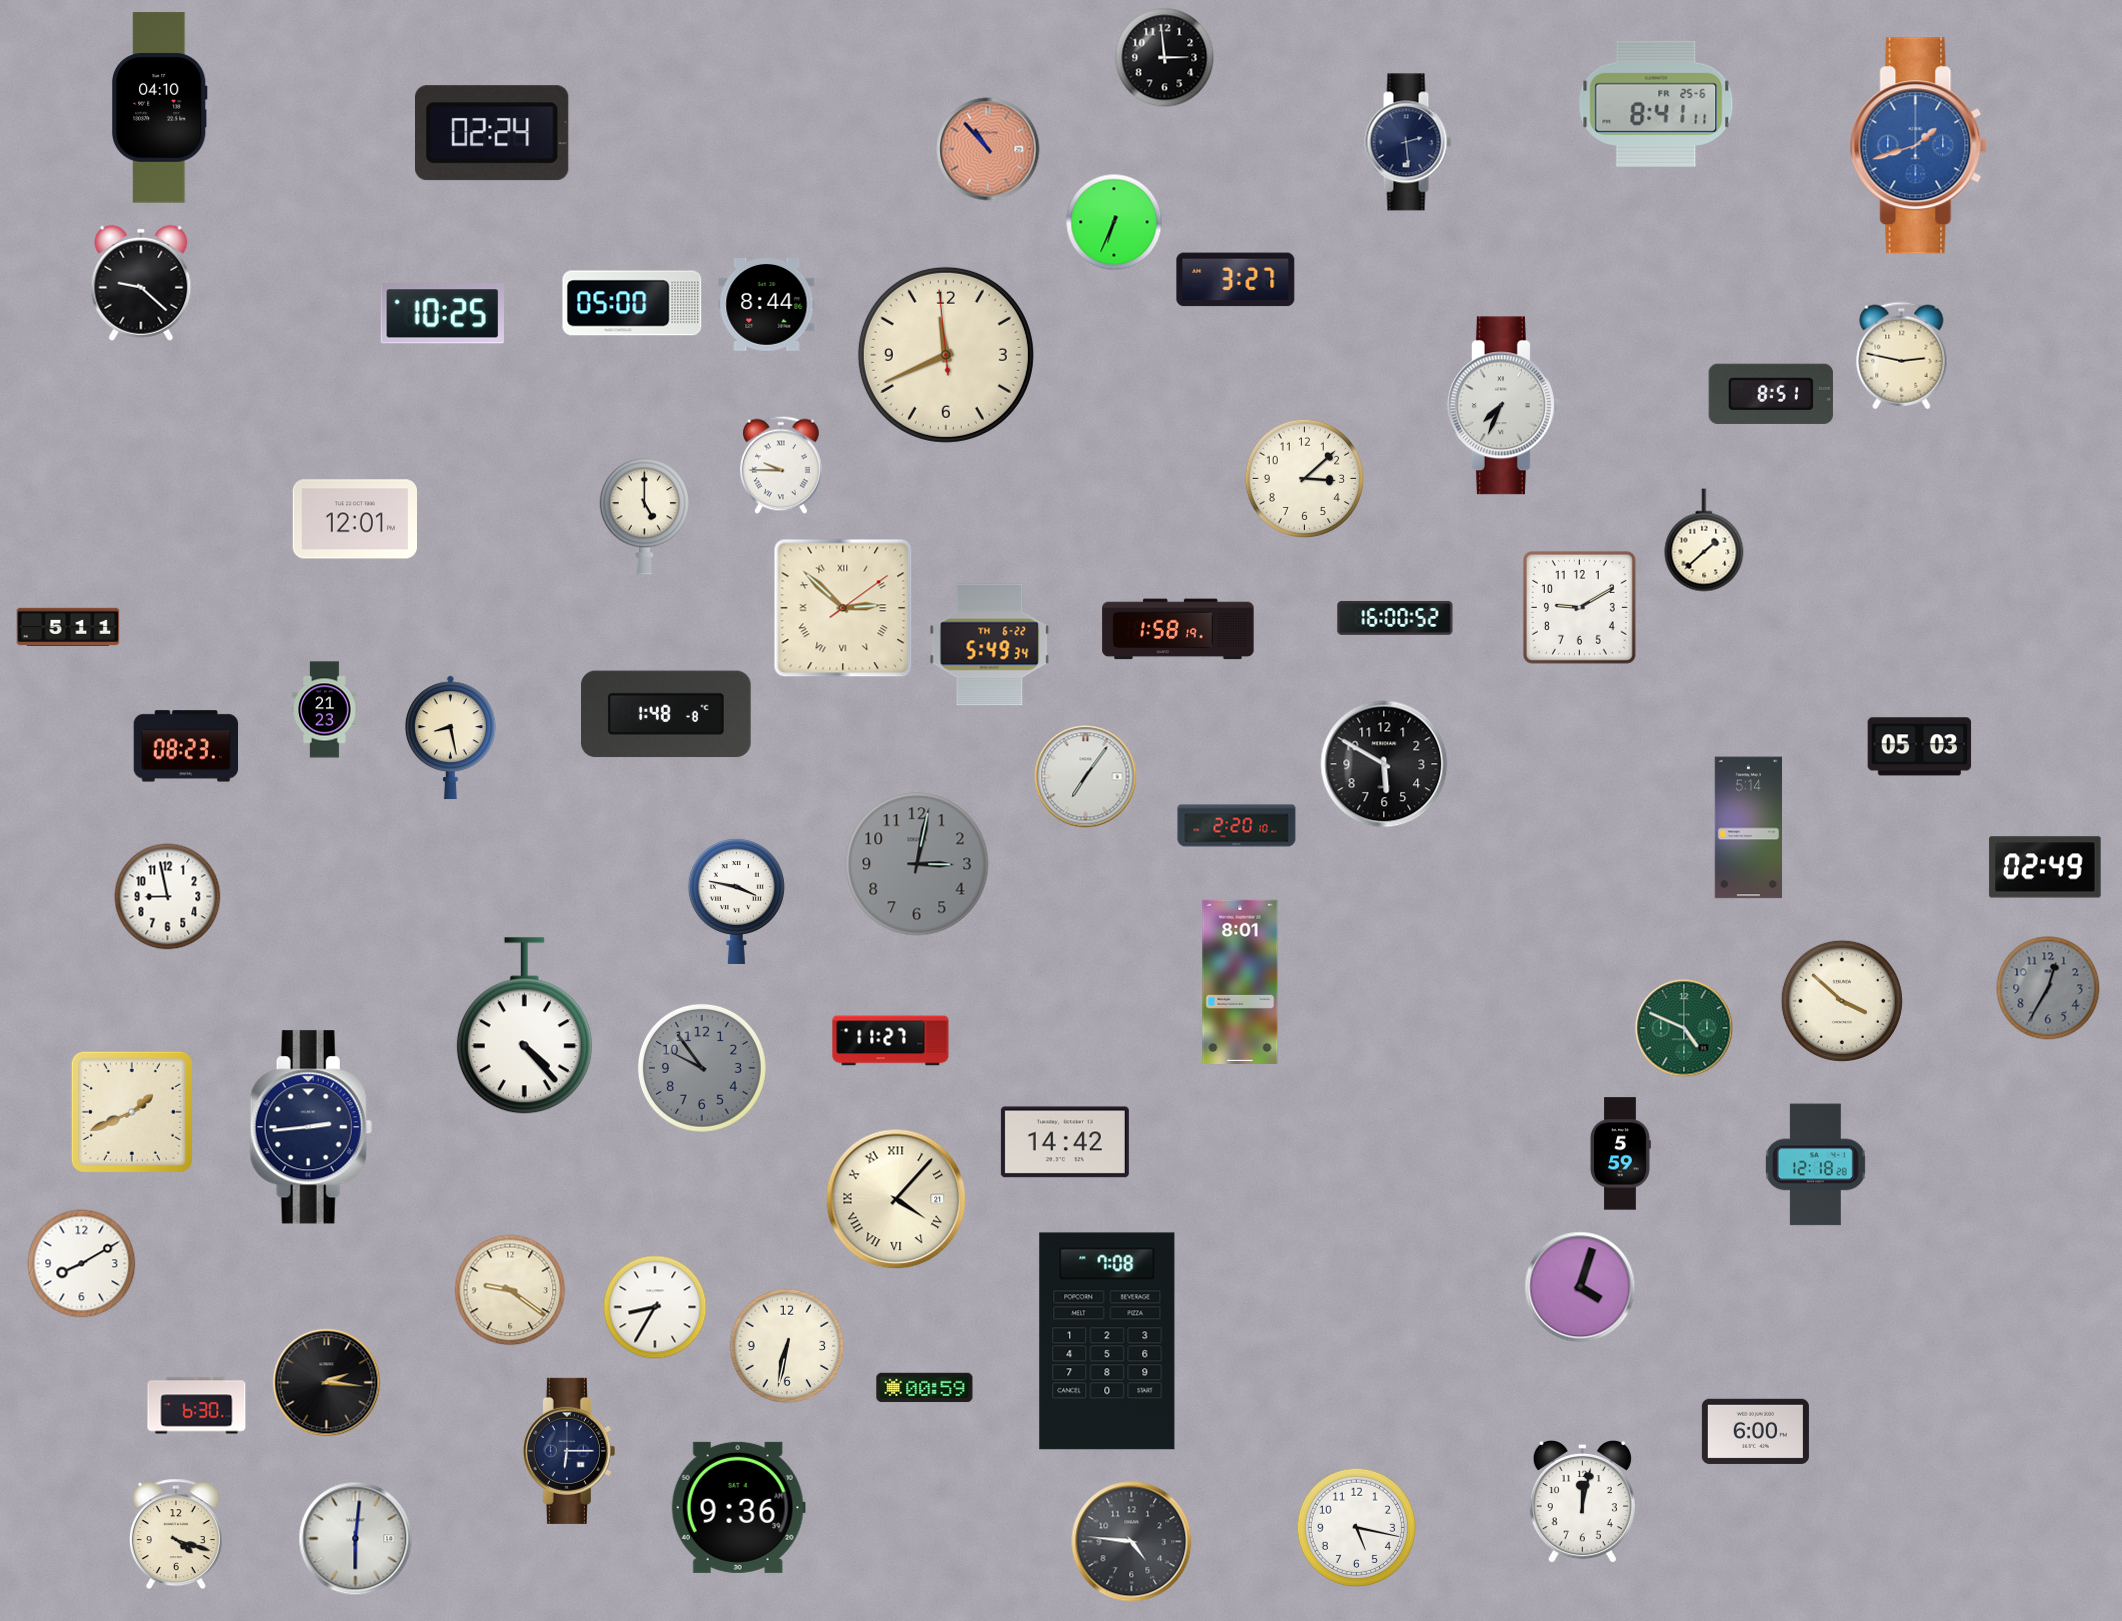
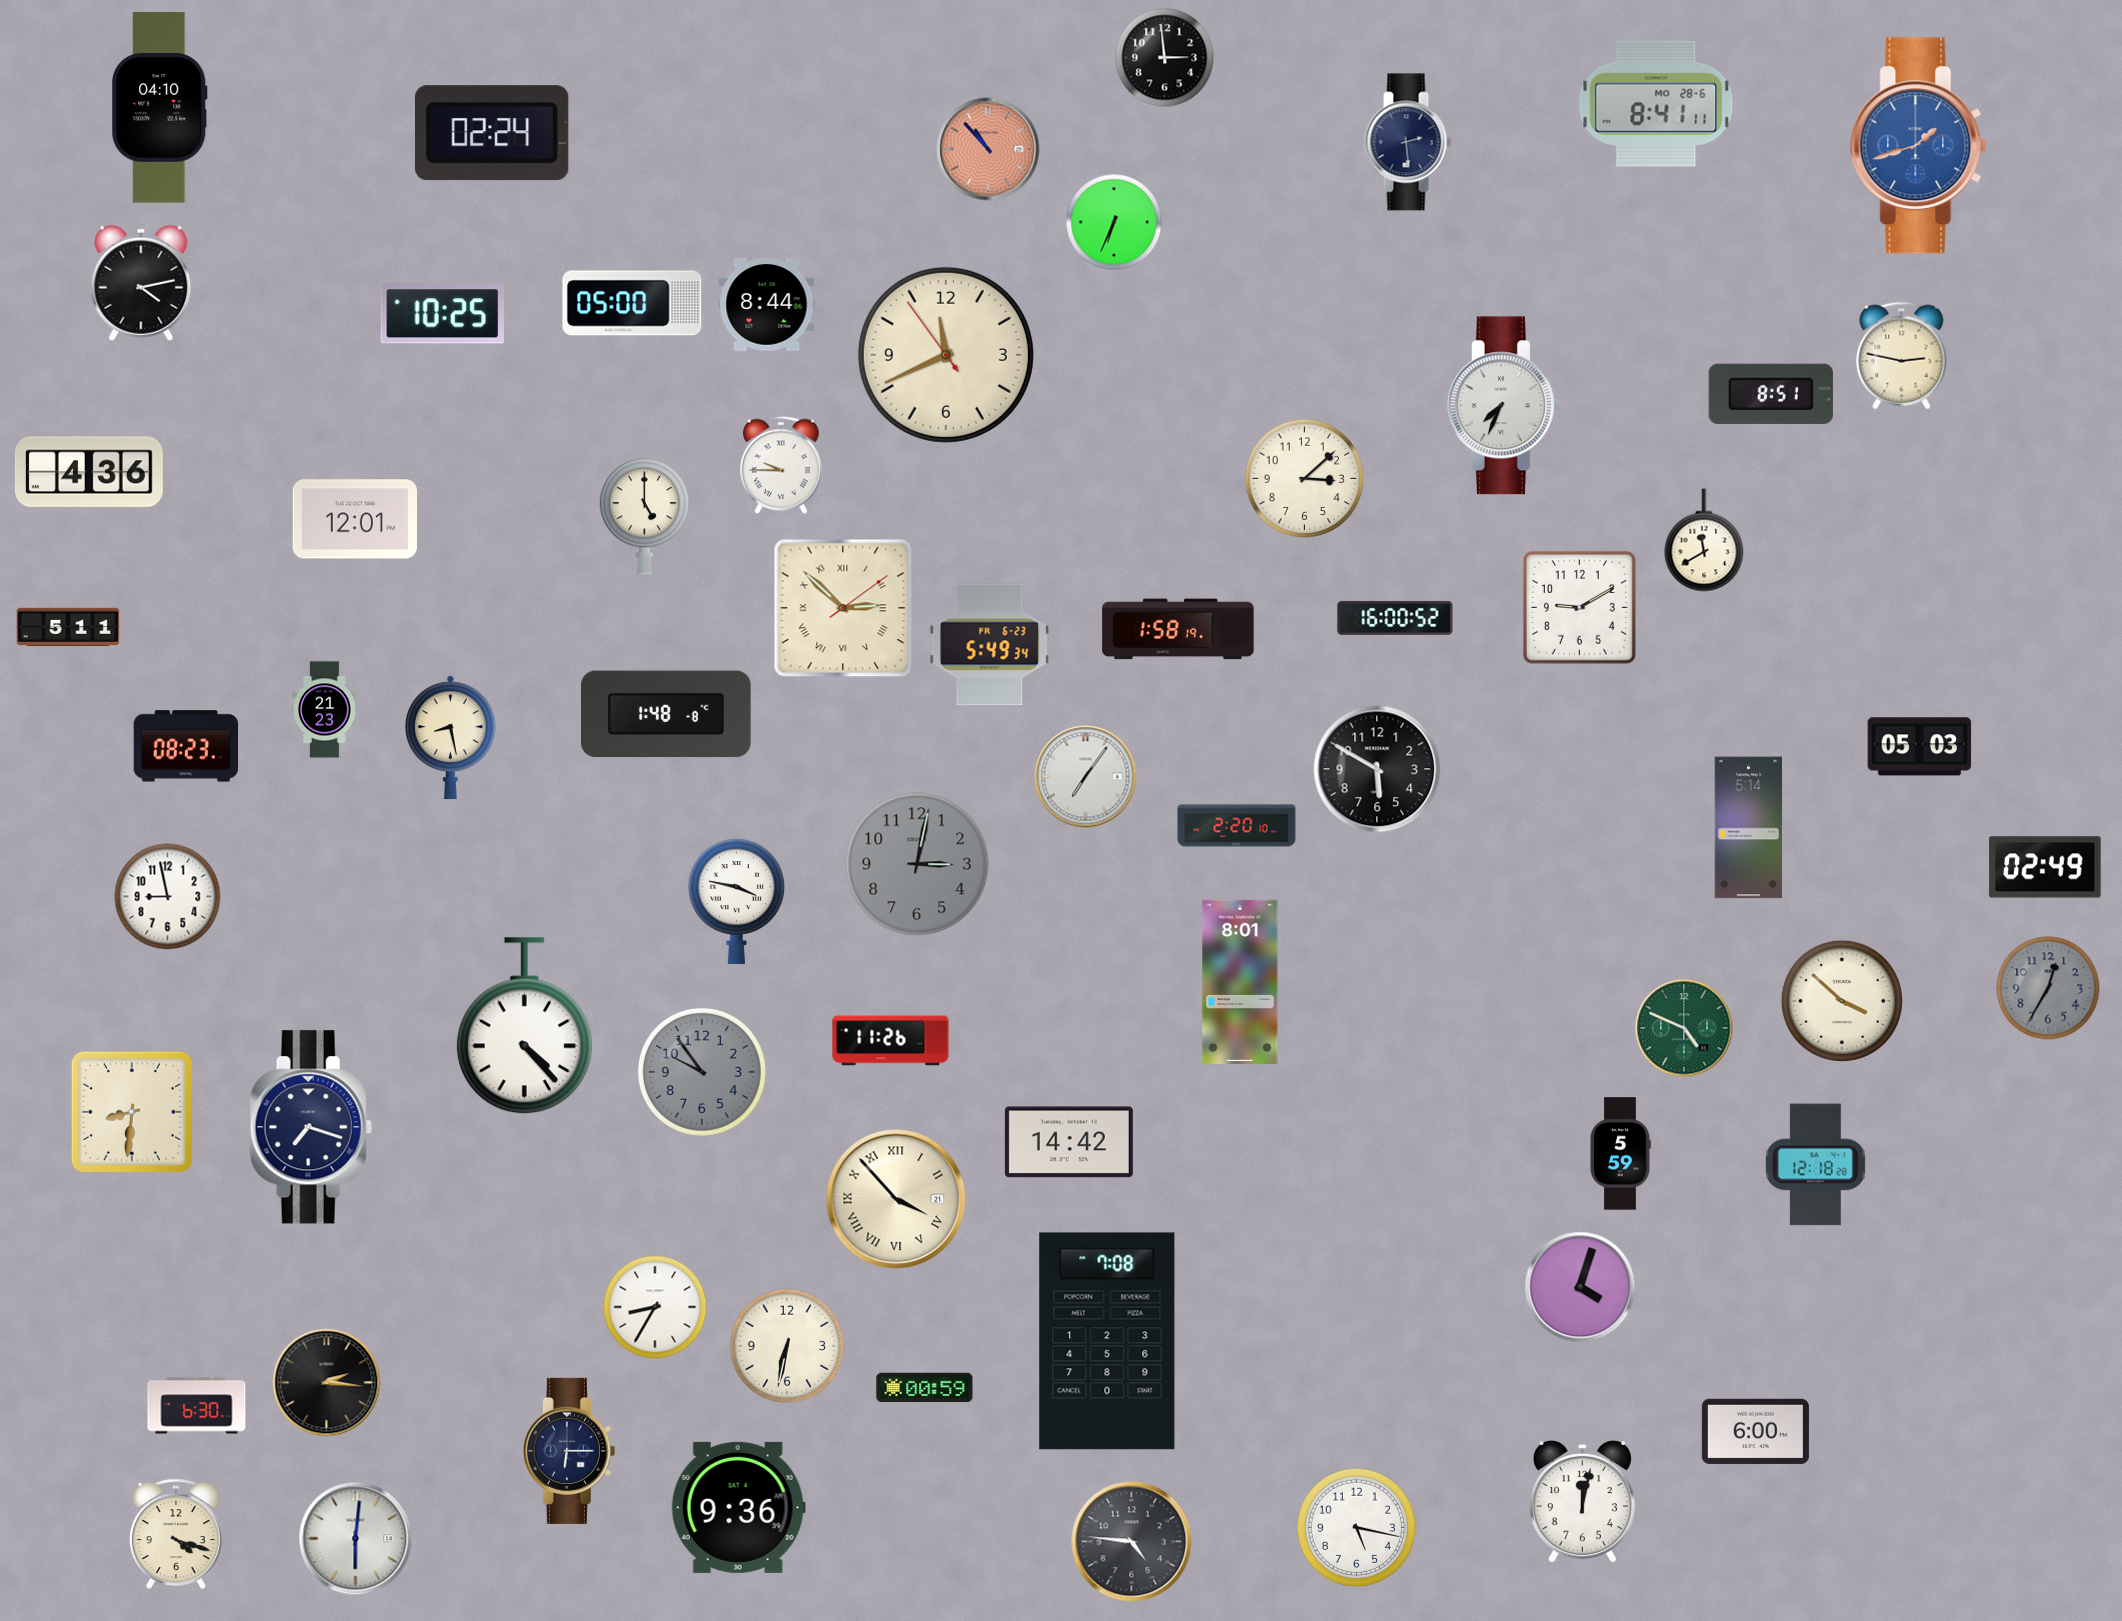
clock at (1656, 104) date: FR 25-6 -> MO 28-6
clock at (1236, 280): 3:27 -> none
clock at (141, 283): 9:22 -> 4:13
clock at (946, 355): 11:40:59 -> 11:40:54
clock at (89, 472): none -> 4:36
clock at (1704, 540): 1:38 -> 11:40
clock at (990, 645) date: TH 6-22 -> FR 6-23
clock at (1384, 764) position: (1384, 764) -> (1377, 769)
clock at (891, 1041): 11:27 -> 11:26
clock at (702, 1068) position: (702, 1068) -> (702, 1072)
clock at (132, 1112): 1:41 -> 8:31
clock at (311, 1127): 2:44 -> 7:18
clock at (1065, 1142) position: (1065, 1142) -> (1069, 1142)
clock at (896, 1199): 4:07 -> 3:53
clock at (82, 1264): 8:10 -> none
clock at (510, 1290): 9:21 -> none
